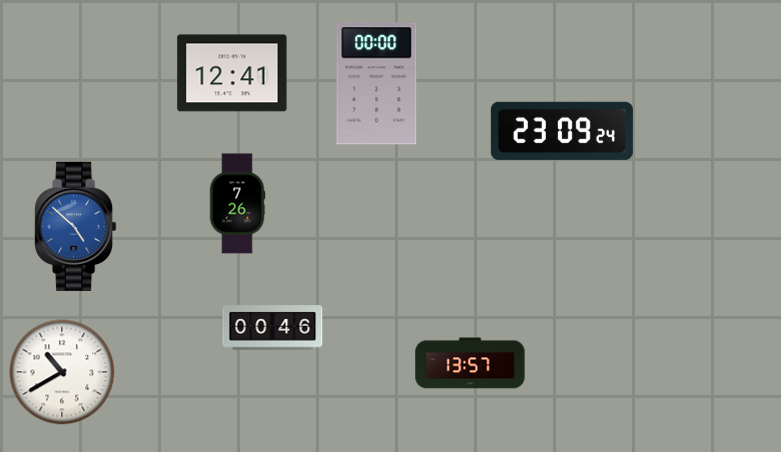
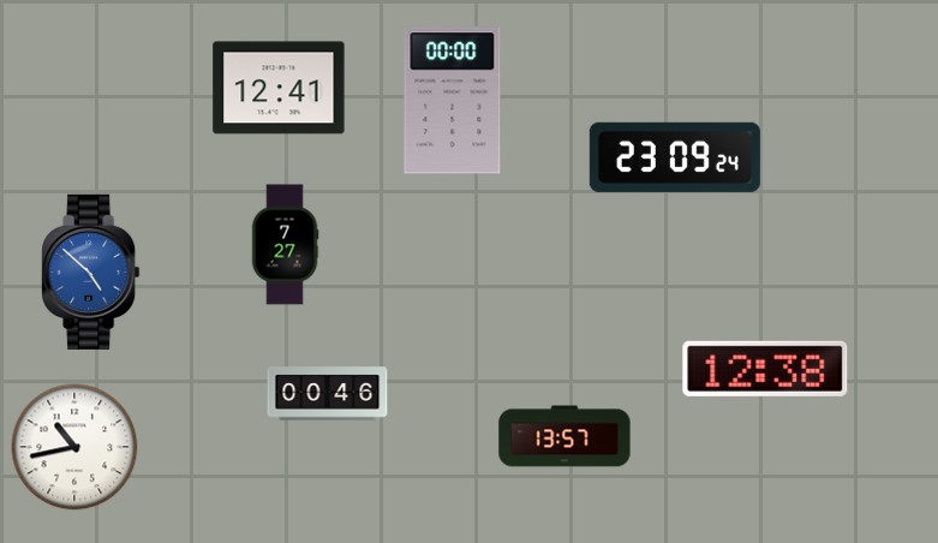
clock at (237, 204): 7:26 -> 7:27
clock at (765, 369): none -> 12:38
clock at (62, 372): 10:40 -> 10:43
